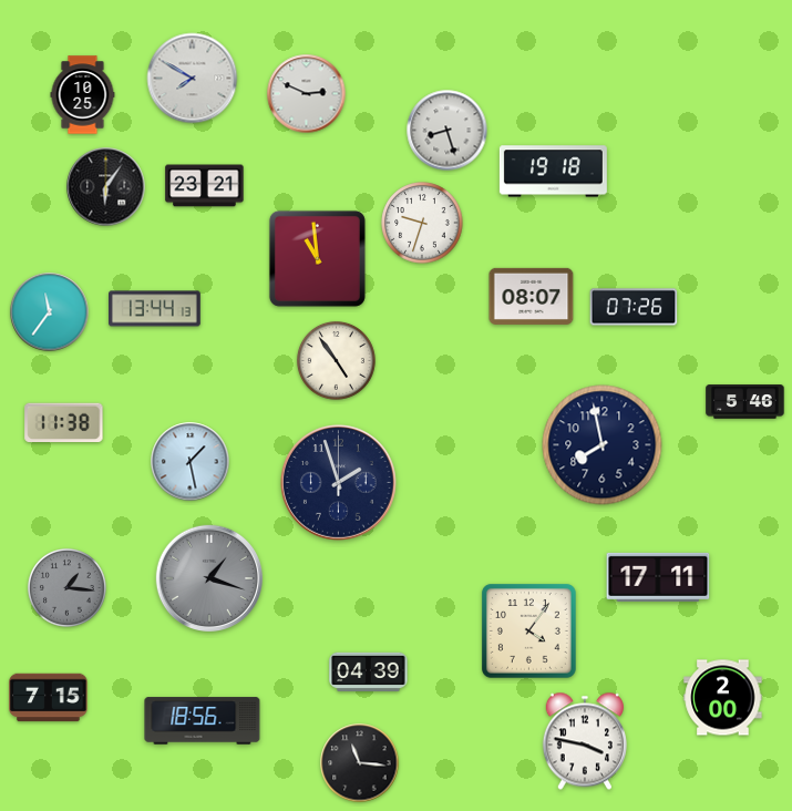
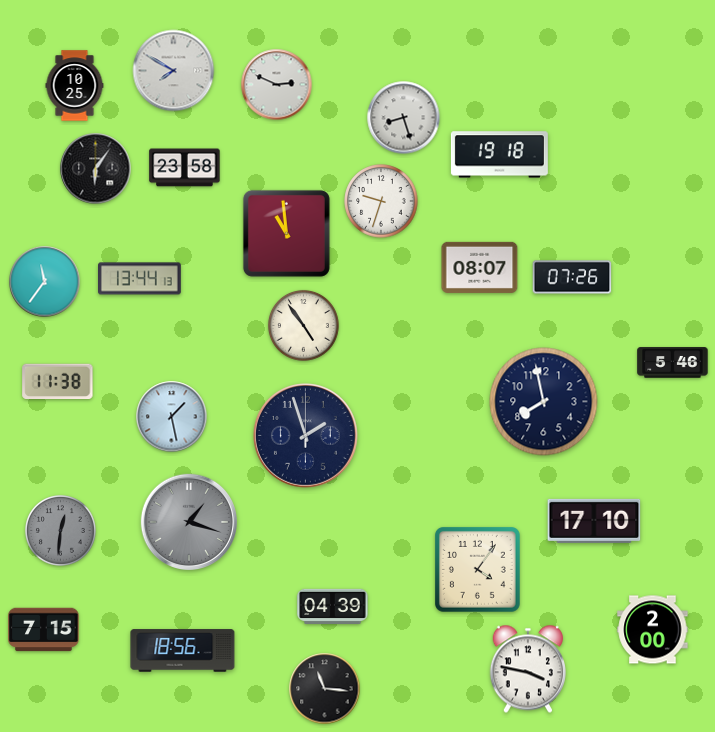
clock at (205, 186): 23:21 -> 23:58
clock at (658, 577): 17:11 -> 17:10
clock at (66, 587): 1:16 -> 12:31
